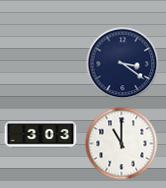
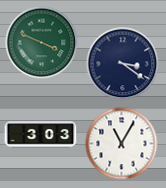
clock at (42, 43): none -> 3:49
clock at (122, 144): 11:00 -> 11:05
